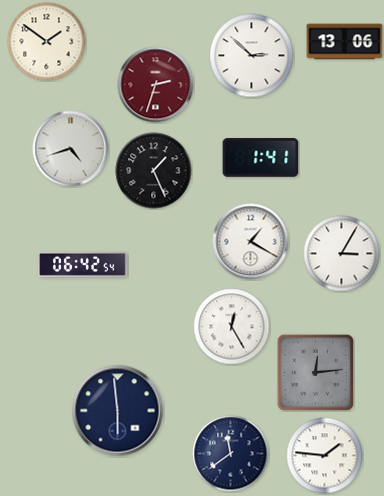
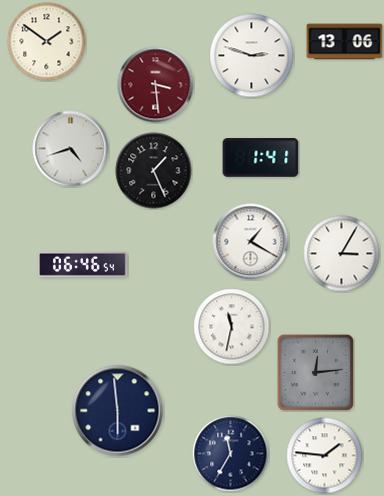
clock at (252, 56): 2:52 -> 2:48
clock at (156, 85): 2:33 -> 3:29
clock at (83, 264): 06:42 -> 06:46
clock at (232, 327): 12:25 -> 11:32
clock at (231, 454): 11:39 -> 11:35
